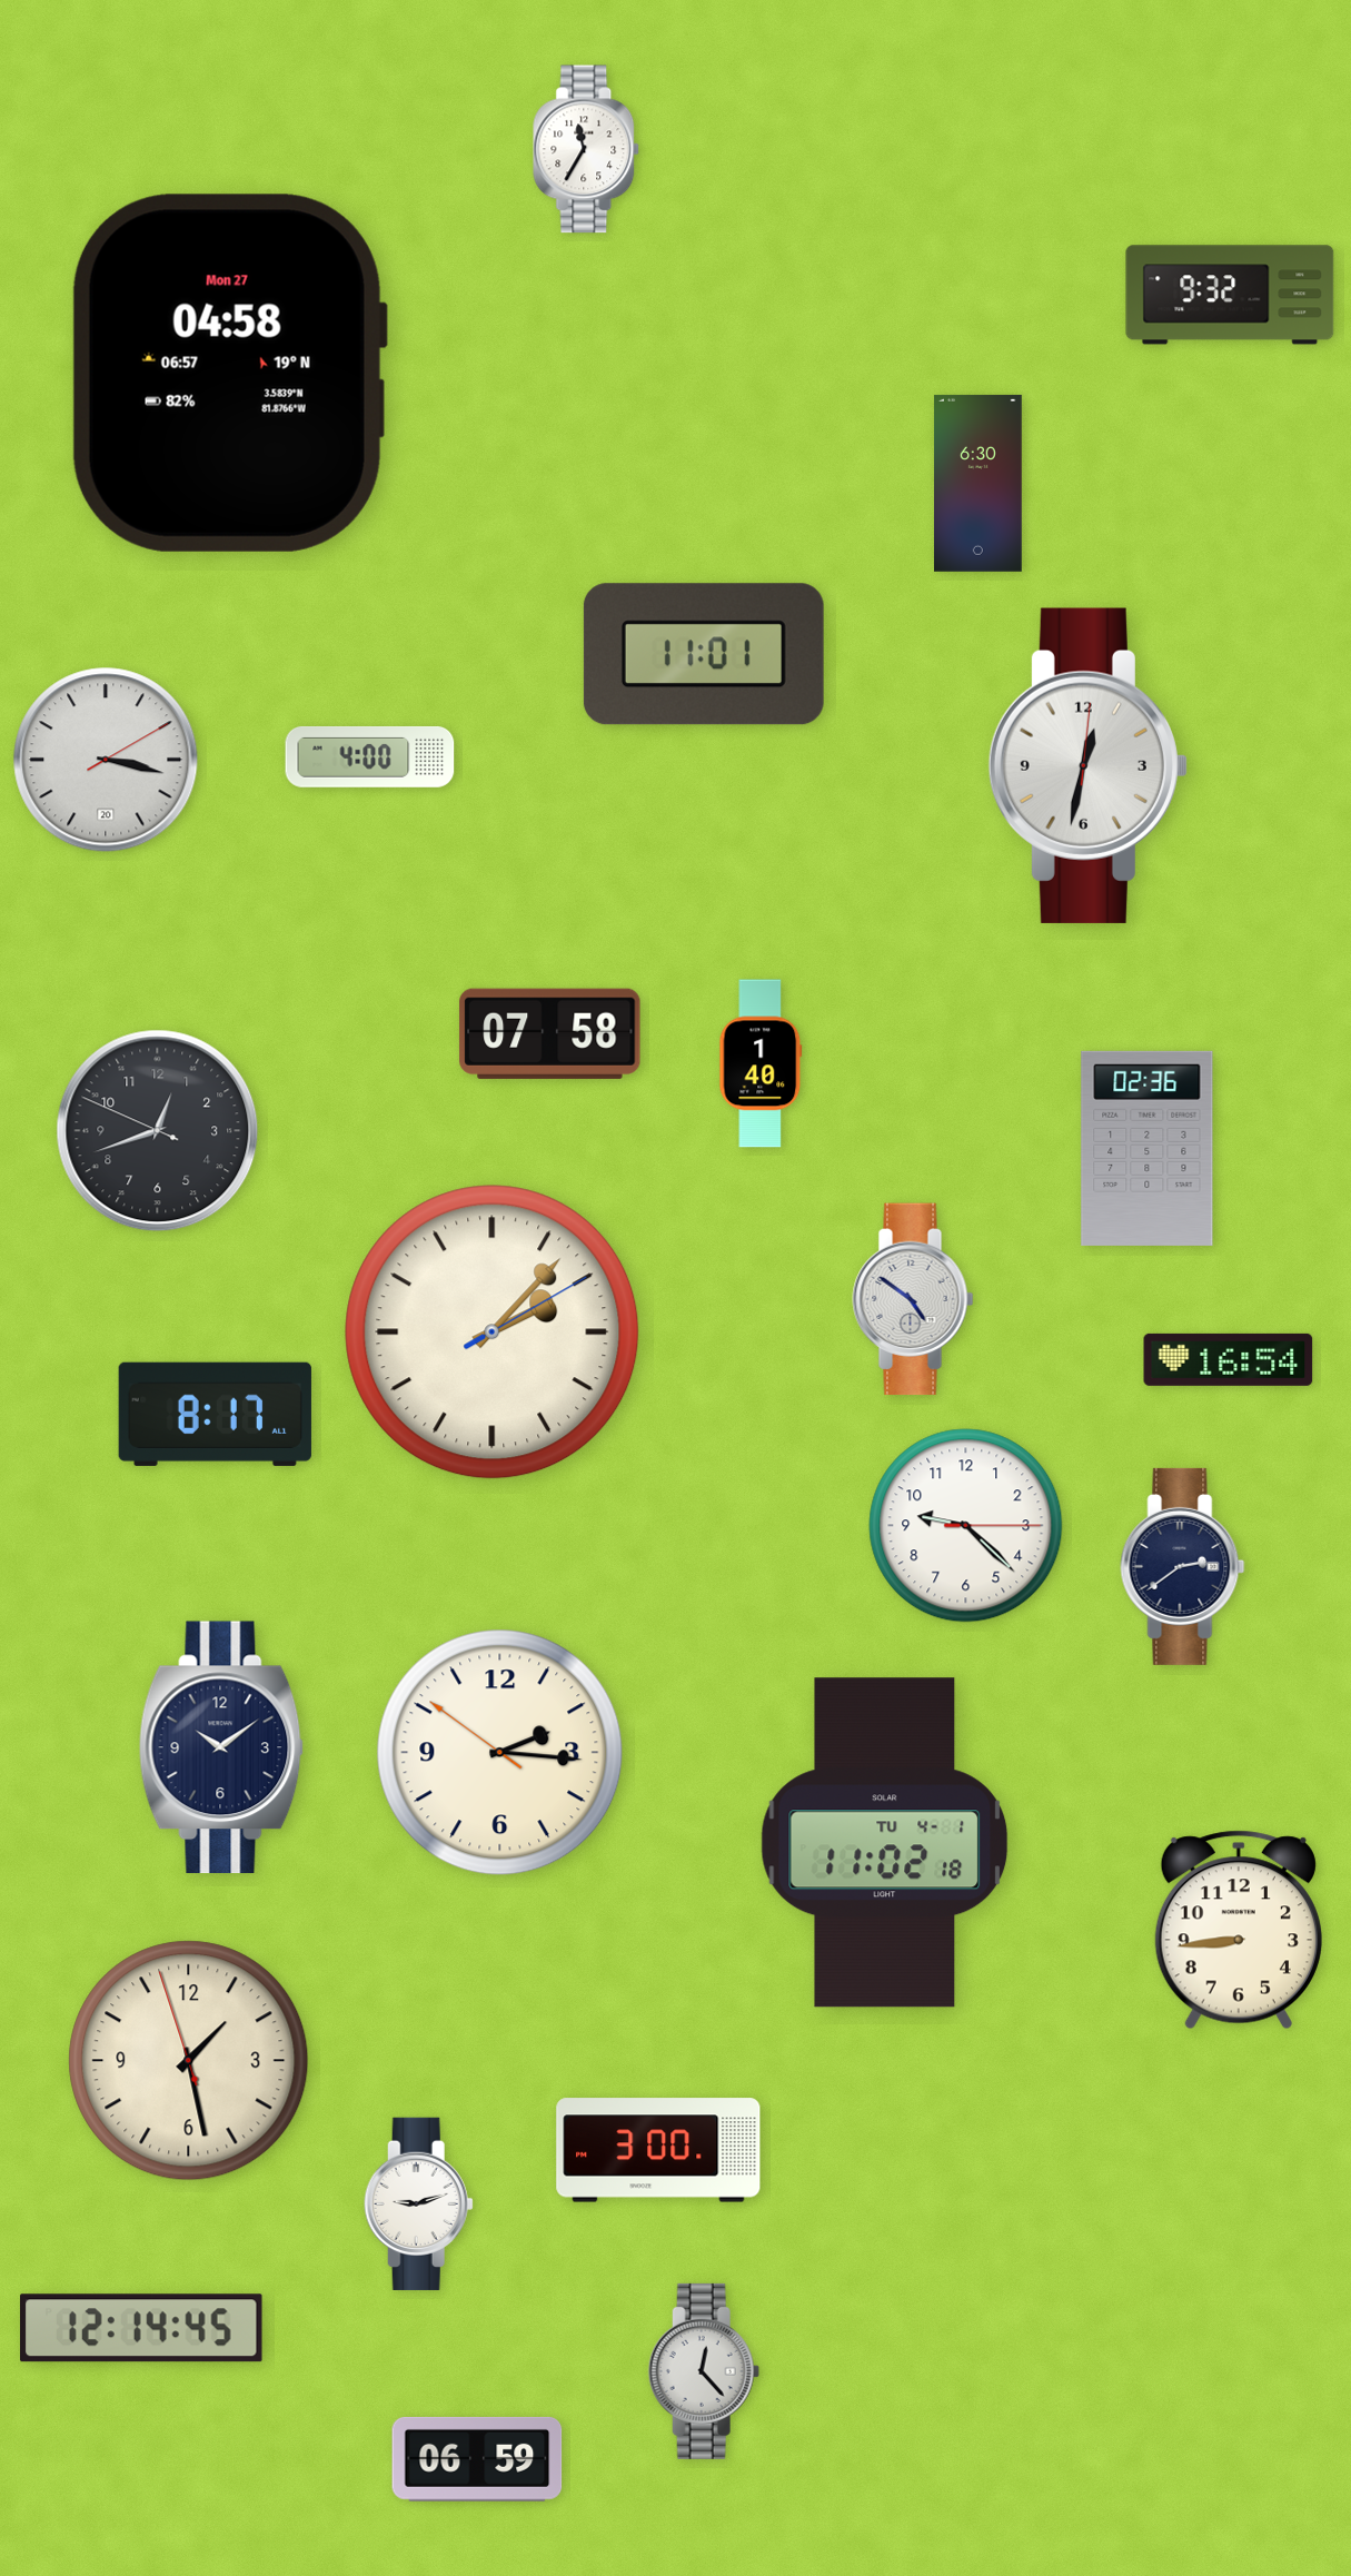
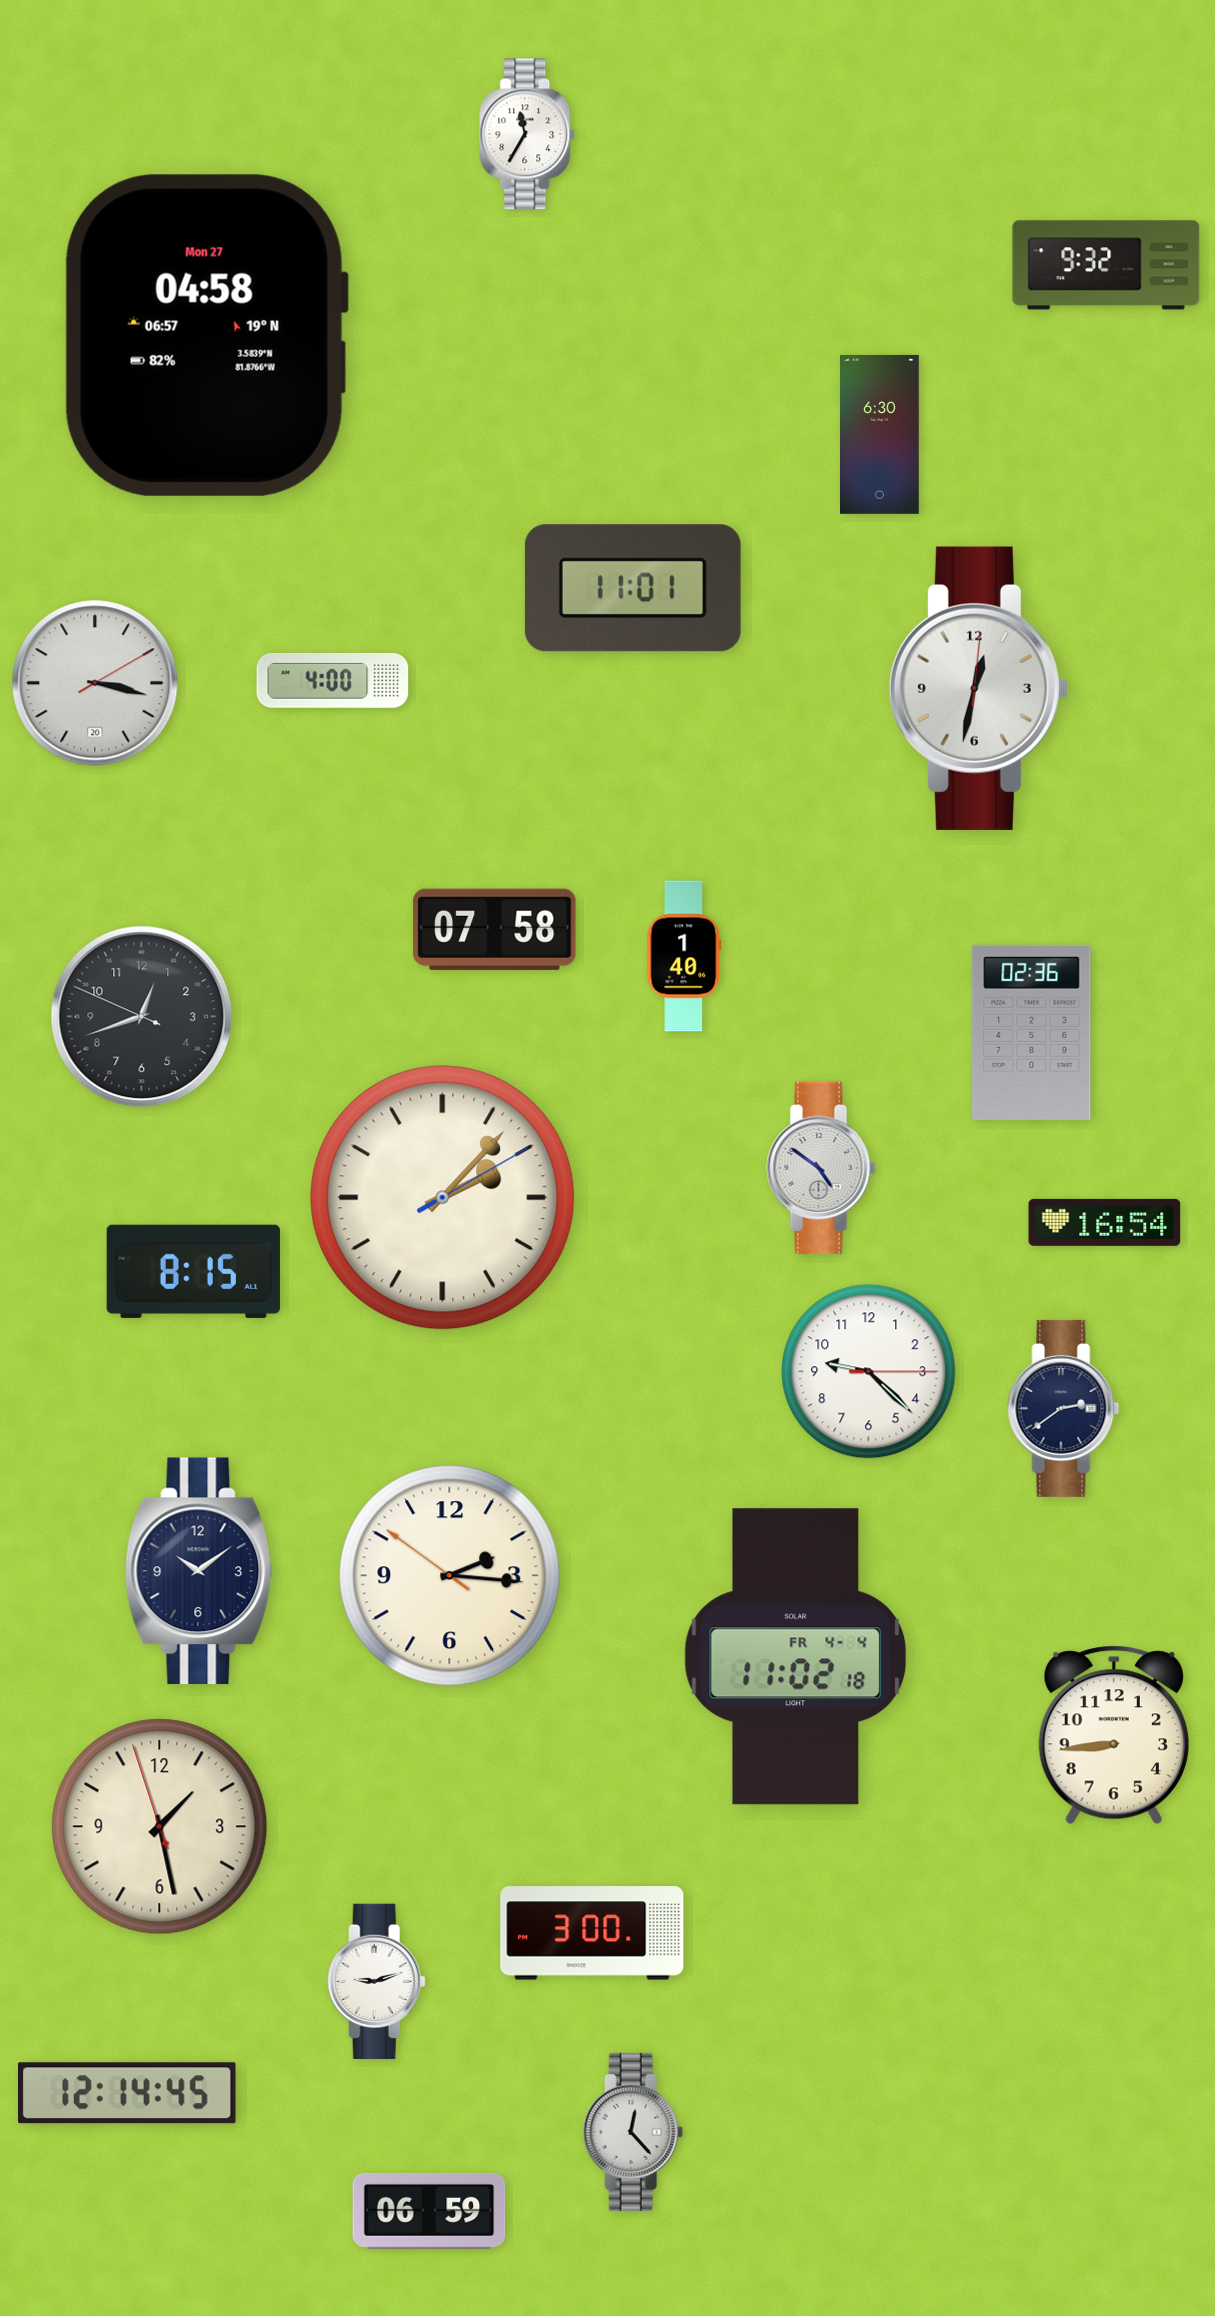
clock at (215, 1414): 8:17 -> 8:15
clock at (885, 1843) date: TU 4-1 -> FR 4-4
clock at (189, 2061) position: (189, 2061) -> (160, 1827)
